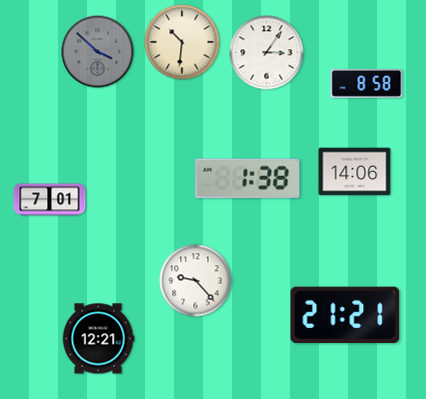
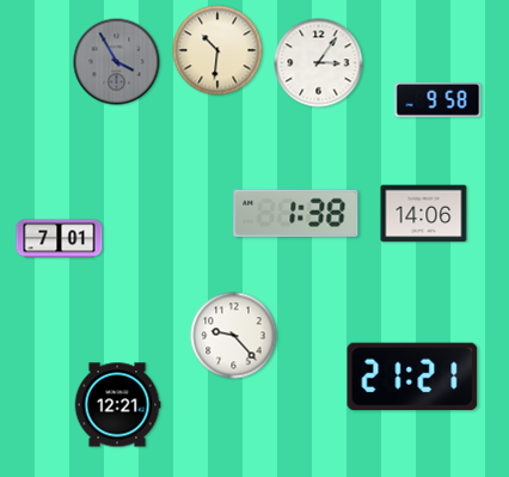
clock at (98, 52): 3:52 -> 3:55
clock at (367, 83): 8:58 -> 9:58
clock at (355, 172) position: (355, 172) -> (424, 214)
